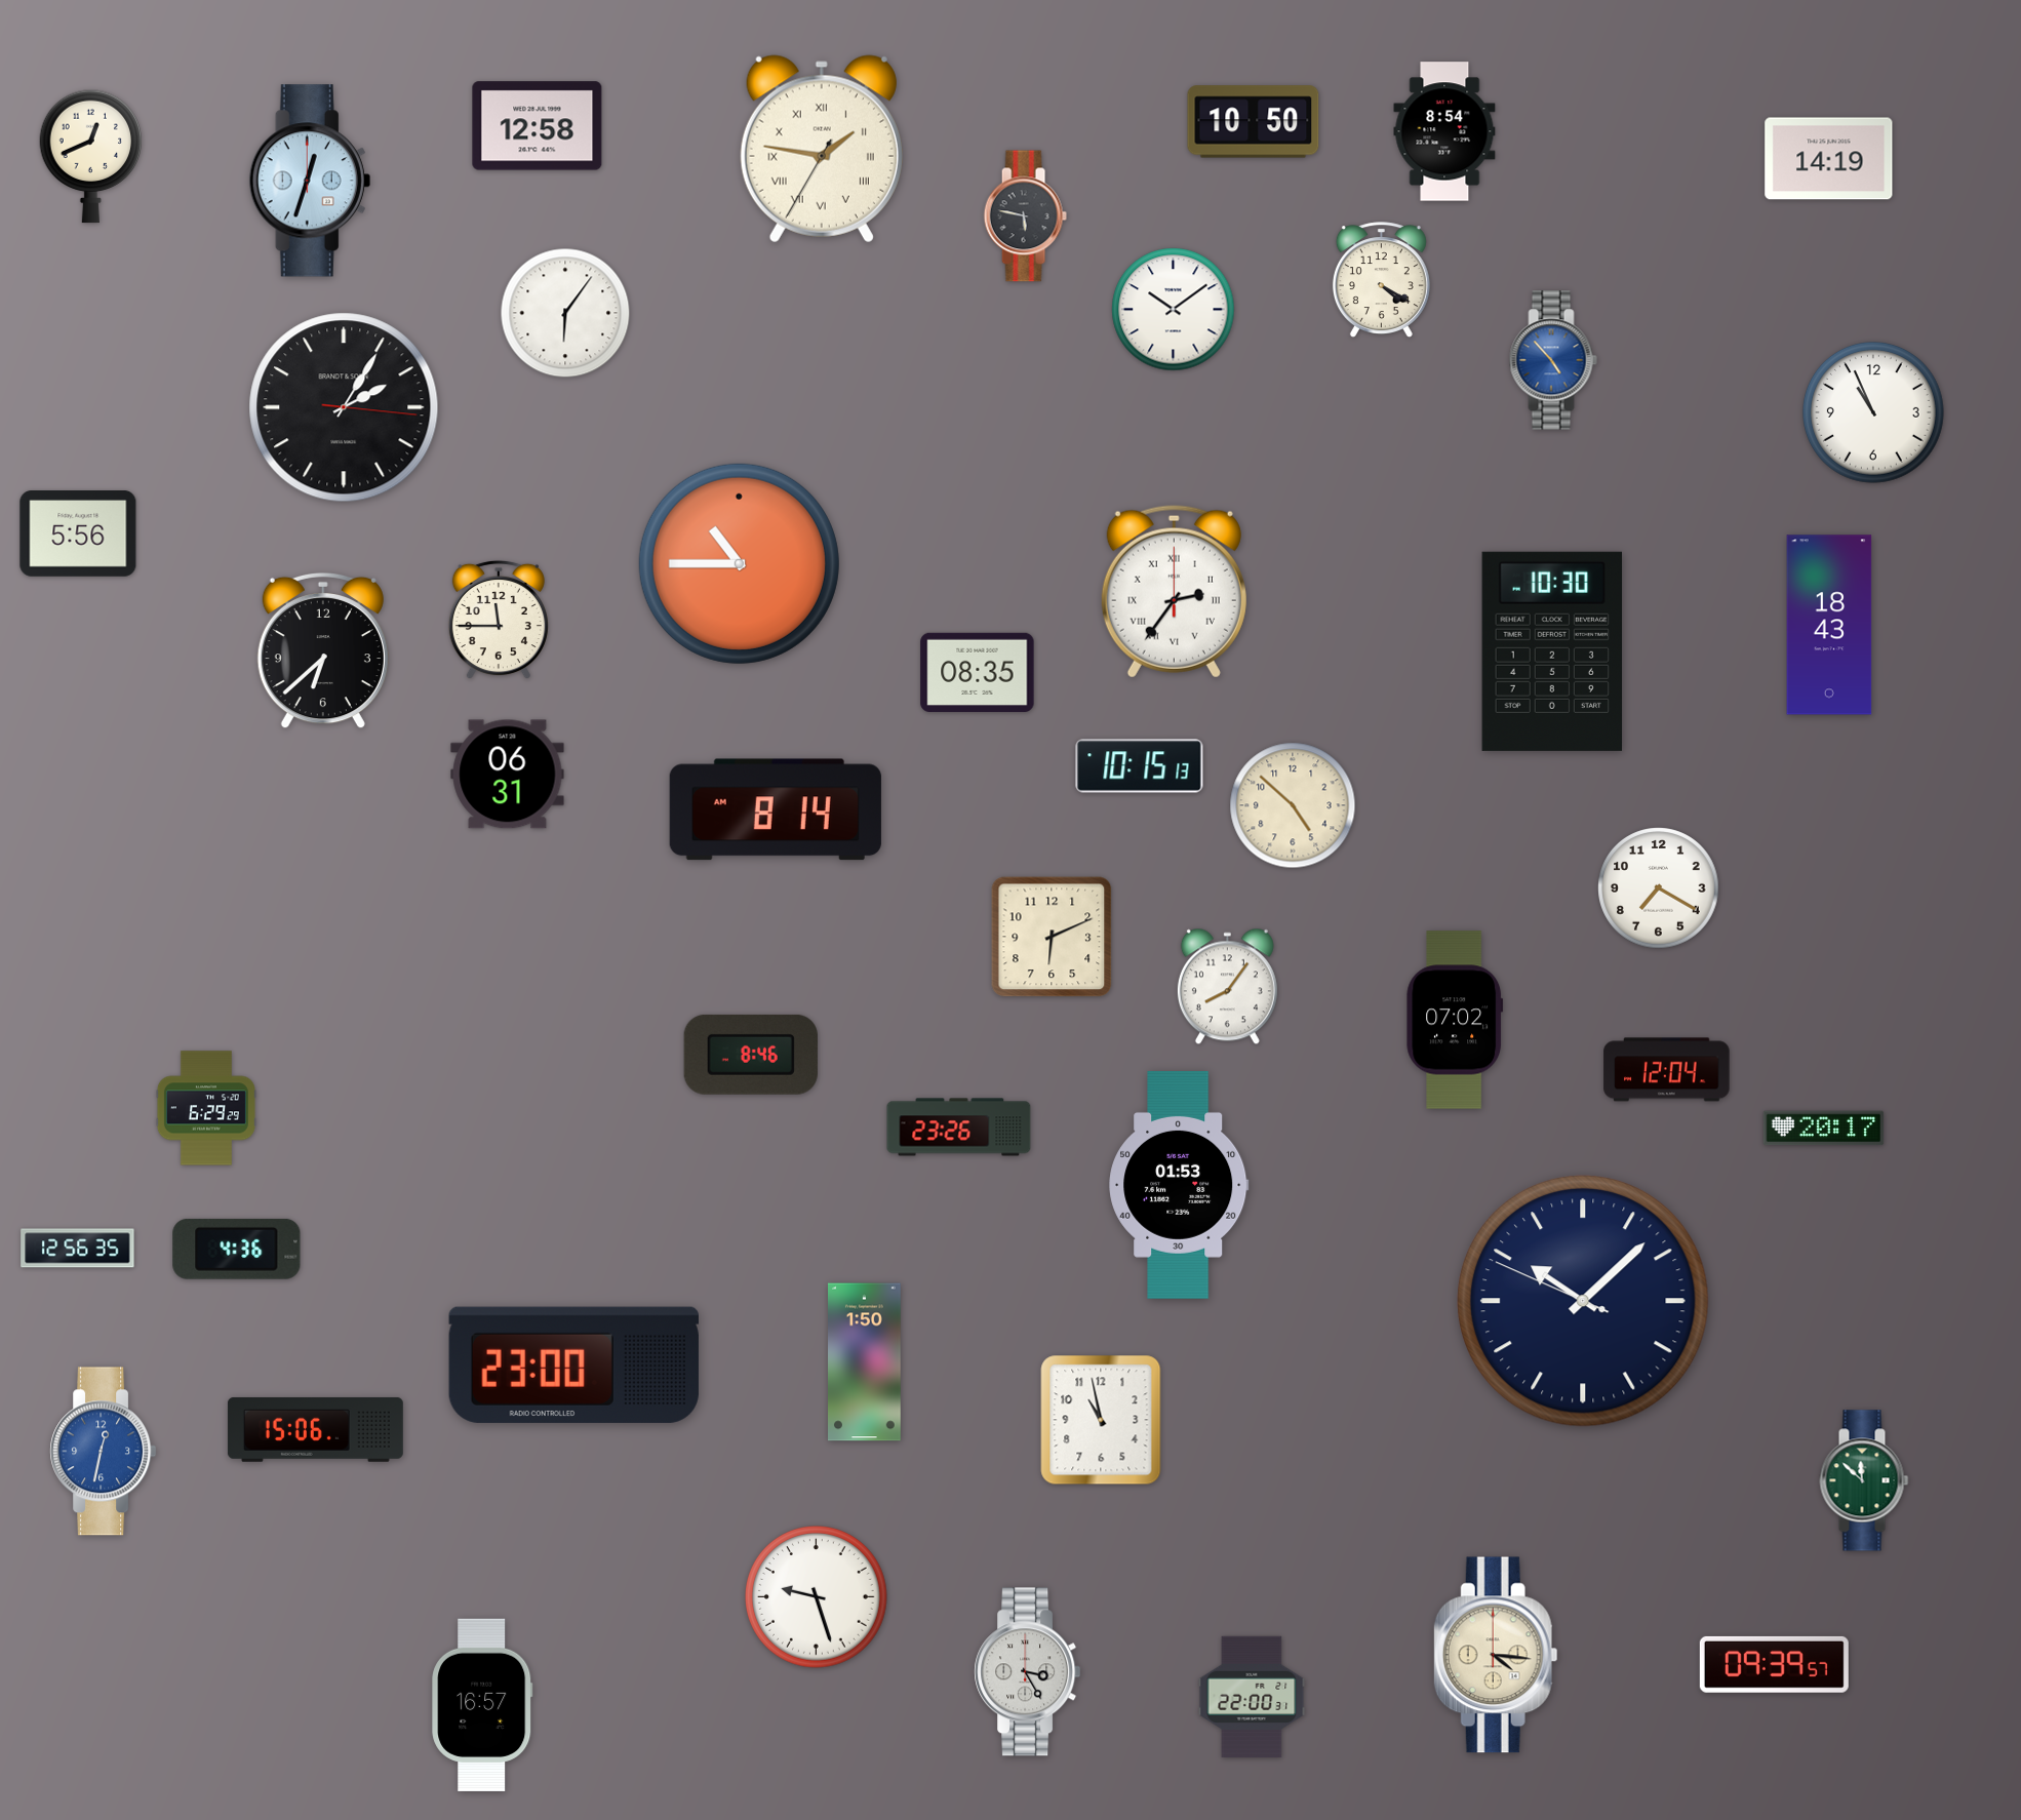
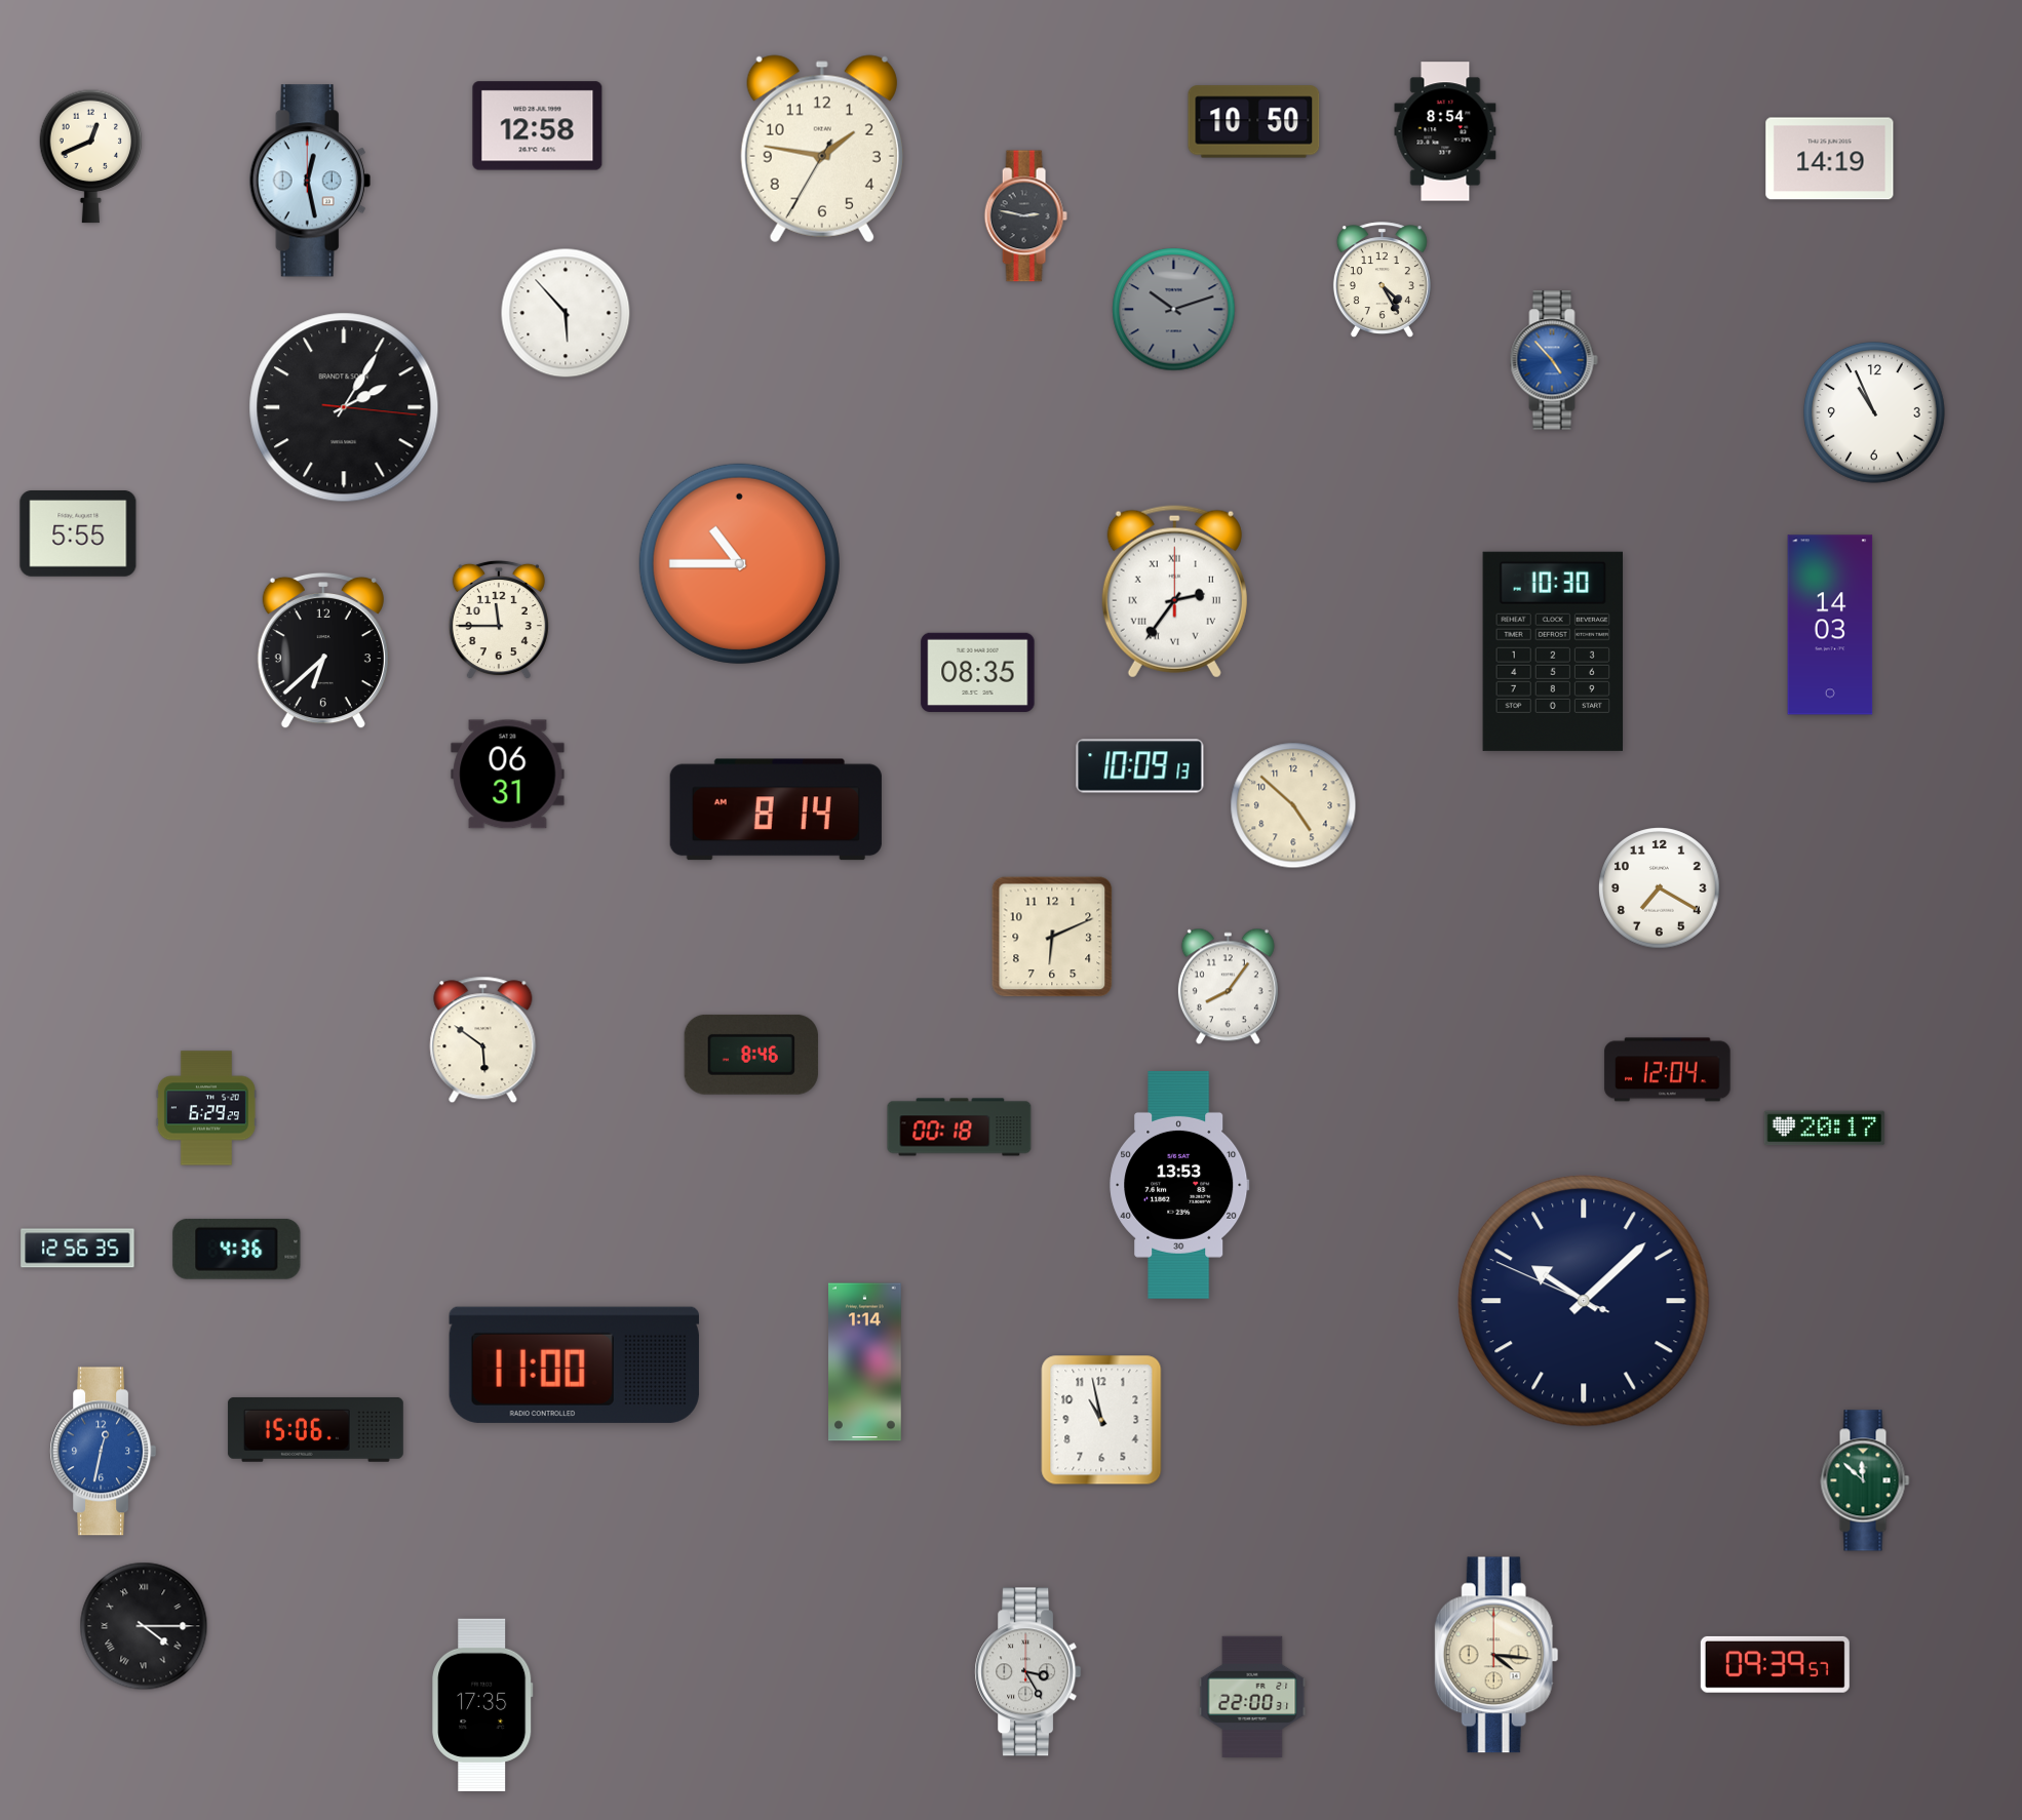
clock at (822, 149) numerals: Roman -> Arabic
clock at (310, 181): 12:33 -> 12:28
clock at (1025, 216): 5:47 -> 2:47
clock at (1381, 280): 4:20 -> 4:25
clock at (1174, 310): 10:09 -> 10:12
clock at (1174, 310) dial: white -> grey
clock at (565, 313): 6:06 -> 5:53
clock at (78, 535): 5:56 -> 5:55
clock at (1829, 625): 18:43 -> 14:03
clock at (1140, 766): 10:15 -> 10:09
clock at (1455, 1020): 07:02 -> none
clock at (483, 1040): none -> 5:51
clock at (959, 1127): 23:26 -> 00:18
clock at (1179, 1185): 01:53 -> 13:53
clock at (865, 1362): 1:50 -> 1:14
clock at (573, 1364): 23:00 -> 11:00
clock at (817, 1597): 9:27 -> none
clock at (144, 1626): none -> 4:15
clock at (482, 1704): 16:57 -> 17:35
